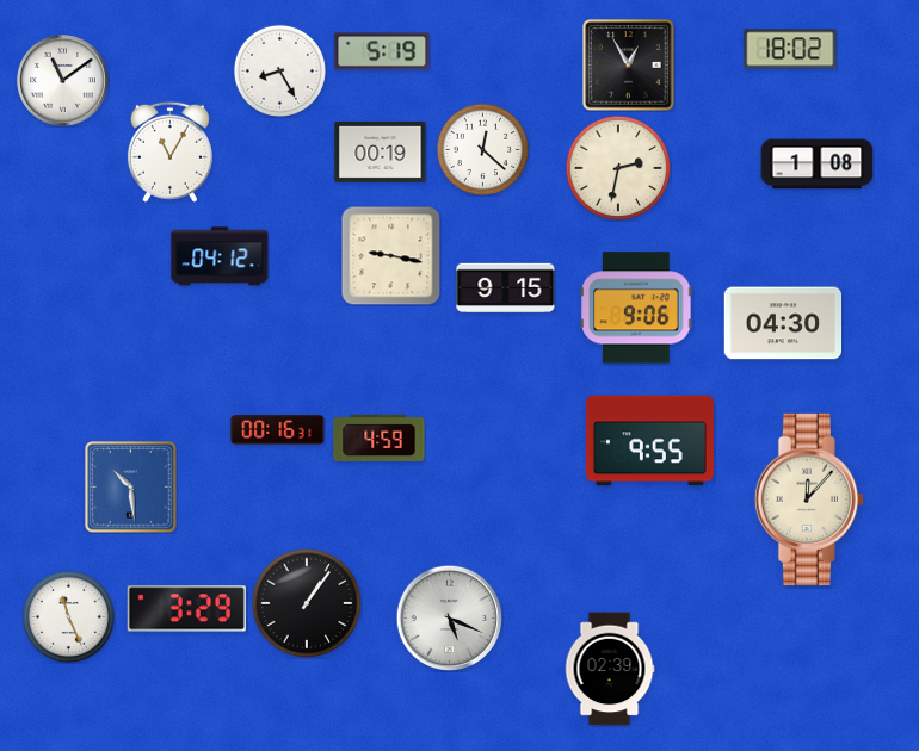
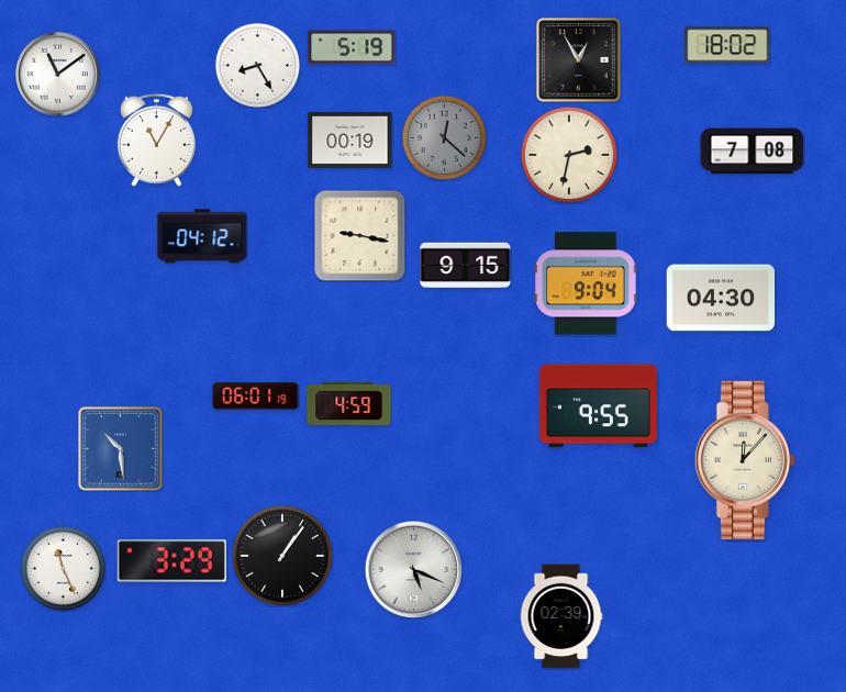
clock at (482, 149) dial: white -> grey
clock at (818, 165): 1:08 -> 7:08
clock at (636, 308): 9:06 -> 9:04
clock at (278, 430): 00:16 -> 06:01
